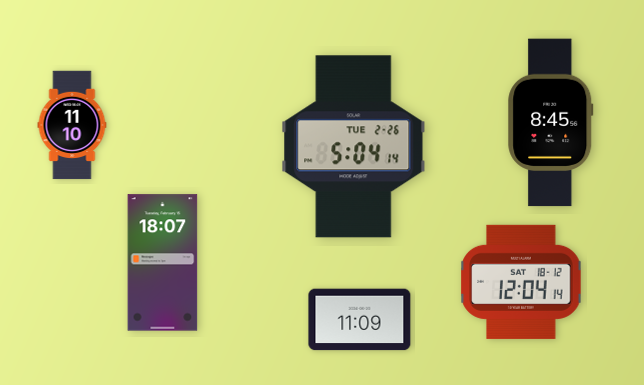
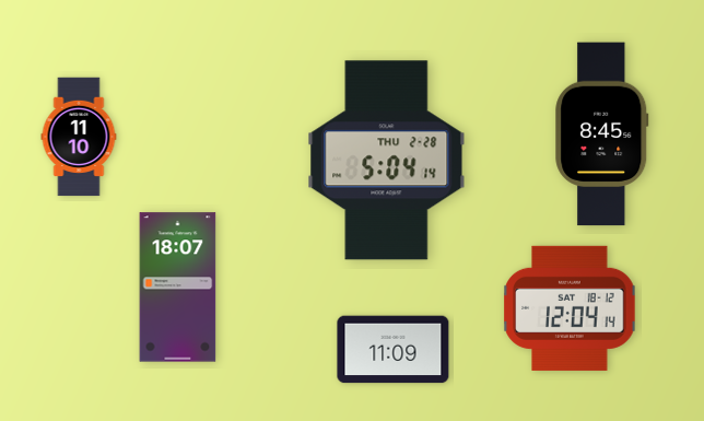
clock at (354, 147) date: TUE 2-26 -> THU 2-28
